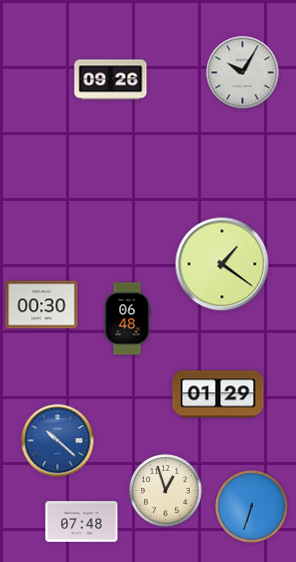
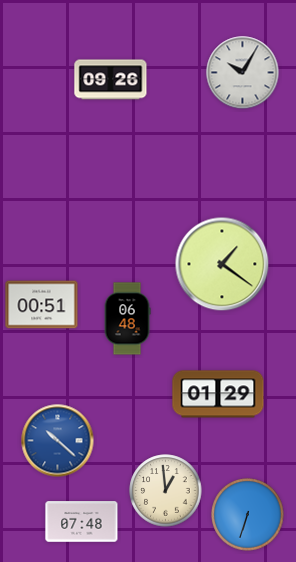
clock at (42, 305): 00:30 -> 00:51
clock at (166, 491): 12:57 -> 12:59
clock at (252, 507) position: (252, 507) -> (248, 515)
